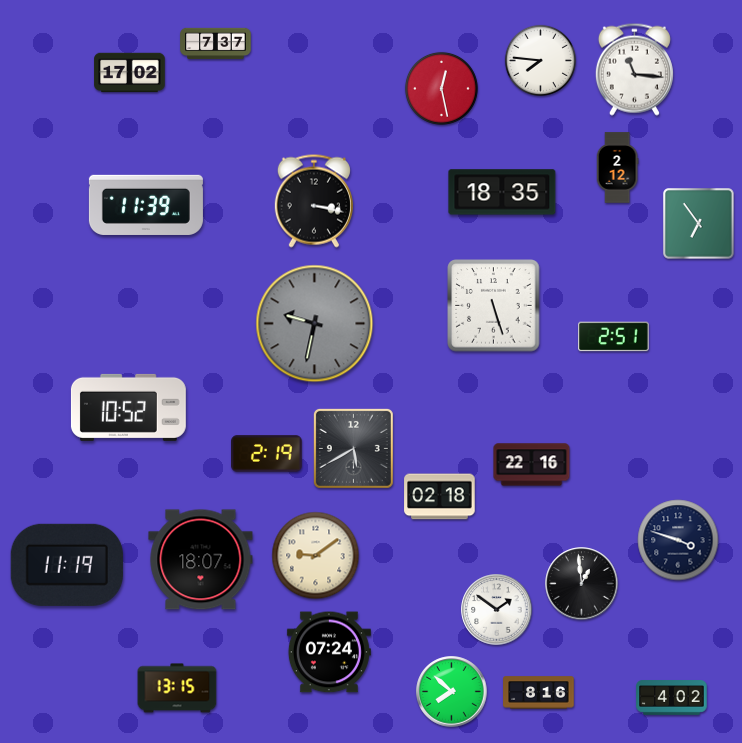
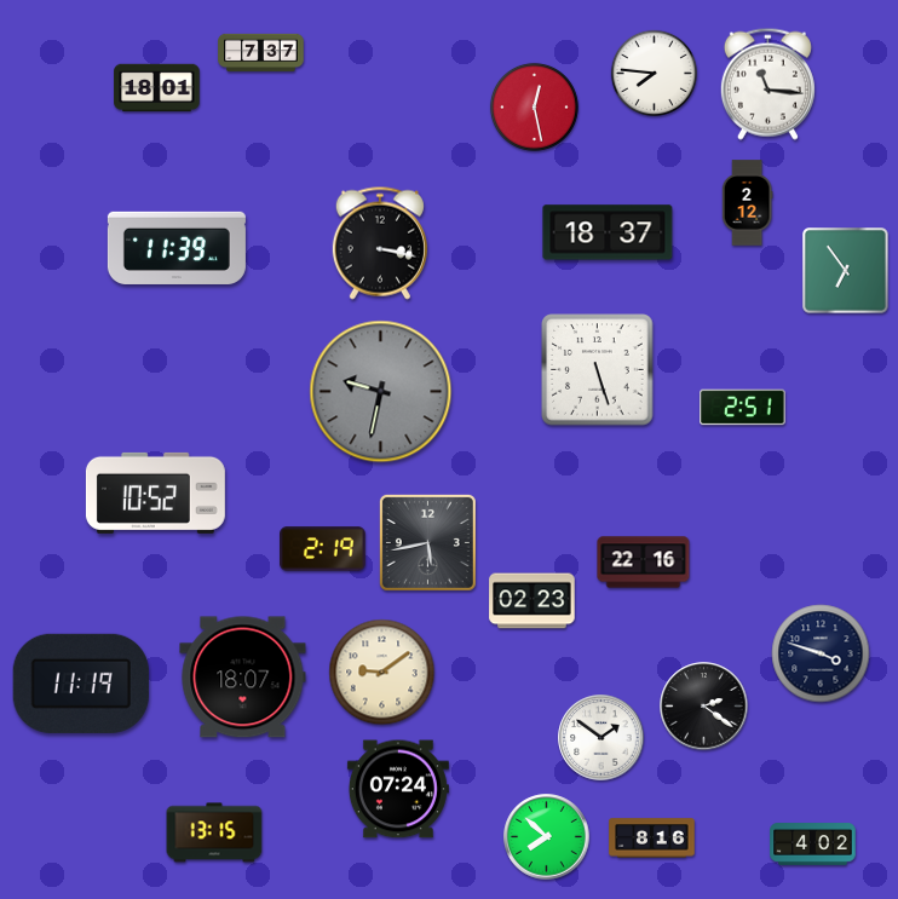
clock at (130, 73): 17:02 -> 18:01
clock at (502, 192): 18:35 -> 18:37
clock at (353, 448): 5:40 -> 5:43
clock at (440, 497): 02:18 -> 02:23
clock at (582, 584): 12:59 -> 2:21
